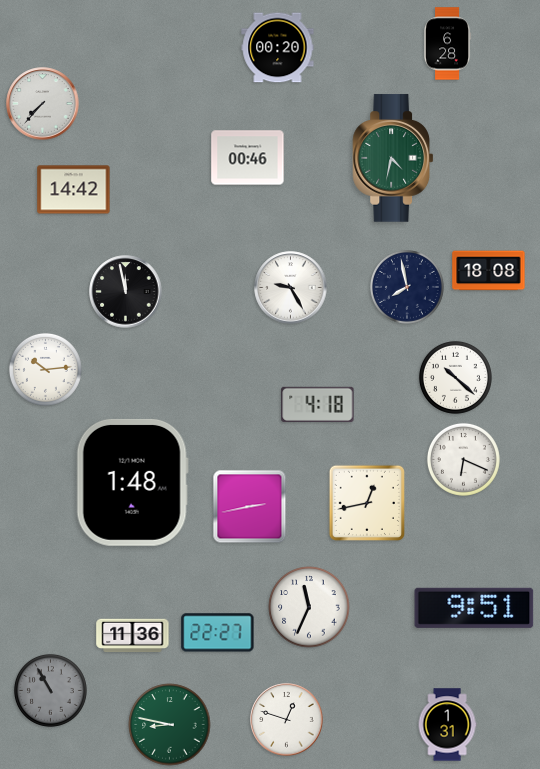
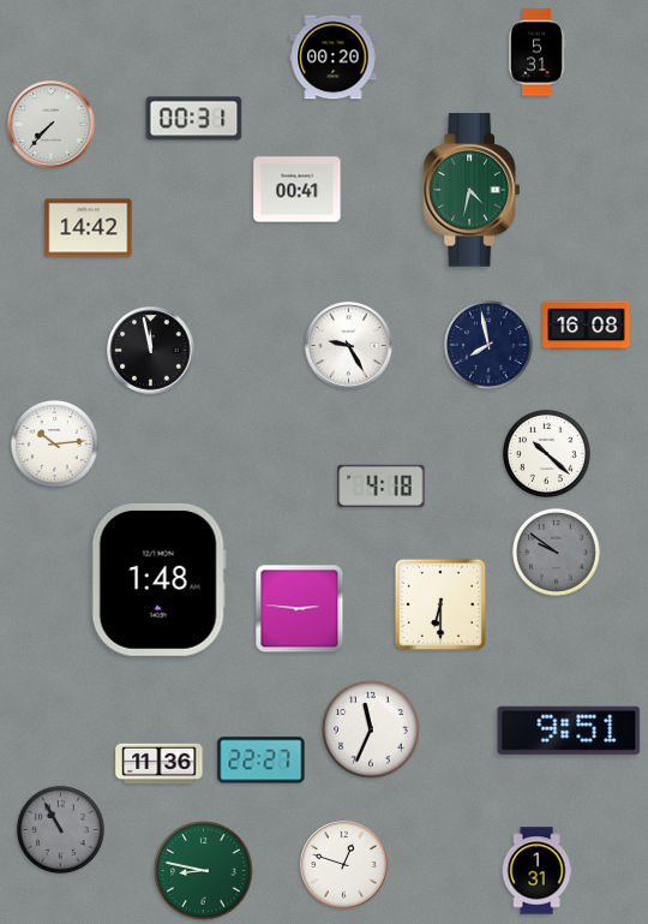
clock at (448, 44): 6:28 -> 5:31
clock at (194, 119): none -> 00:31
clock at (248, 158): 00:46 -> 00:41
clock at (489, 271): 18:08 -> 16:08
clock at (463, 459): 6:19 -> 9:51
clock at (463, 459) dial: white -> grey
clock at (367, 503): 12:43 -> 6:30
clock at (250, 507): 2:43 -> 2:46
